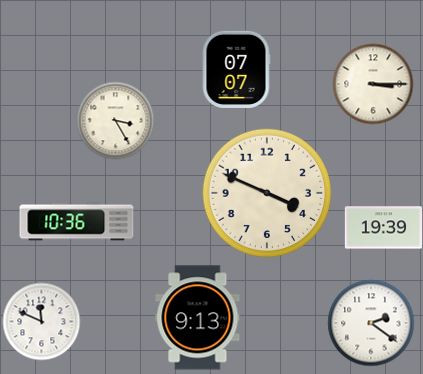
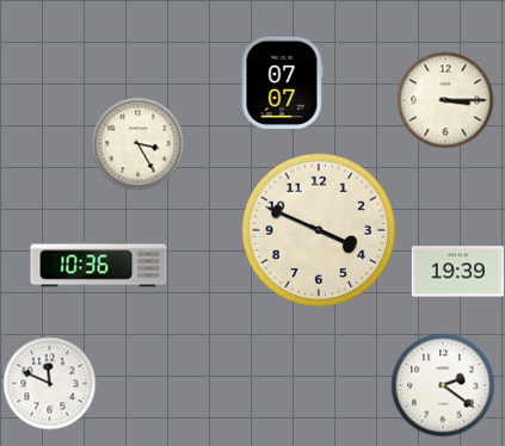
clock at (77, 222) position: (77, 222) -> (99, 265)
clock at (198, 318): 9:13 -> none
